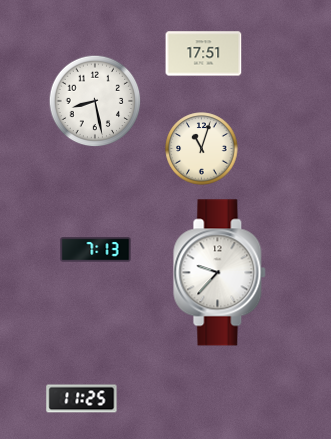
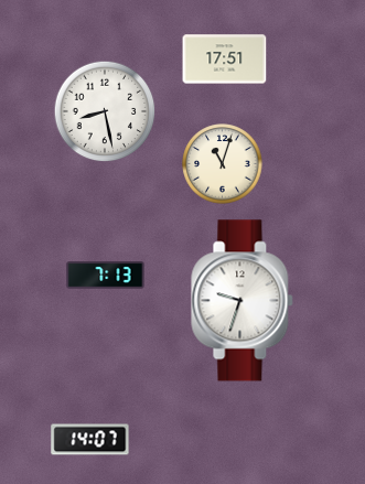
clock at (220, 273): 9:37 -> 9:33
clock at (82, 399): 11:25 -> 14:07
